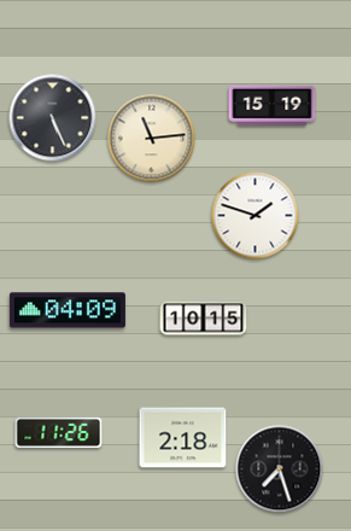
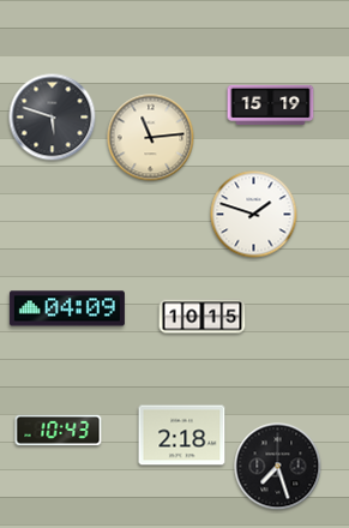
clock at (53, 118): 5:26 -> 5:48
clock at (59, 433): 11:26 -> 10:43
